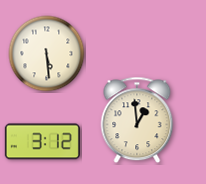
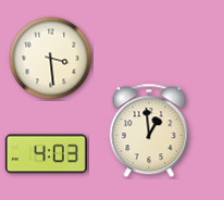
clock at (47, 54): 5:29 -> 3:29
clock at (42, 142): 3:12 -> 4:03
